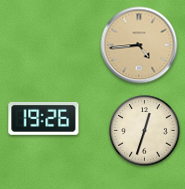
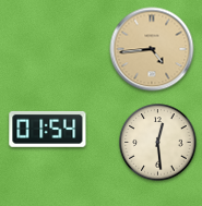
clock at (44, 118): 19:26 -> 01:54
clock at (145, 131): 12:33 -> 12:29
